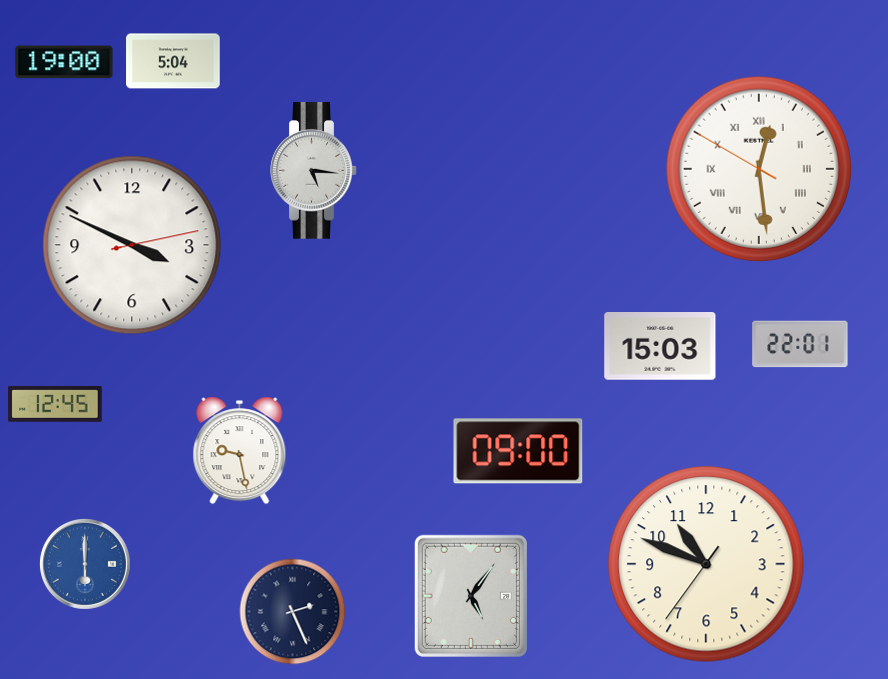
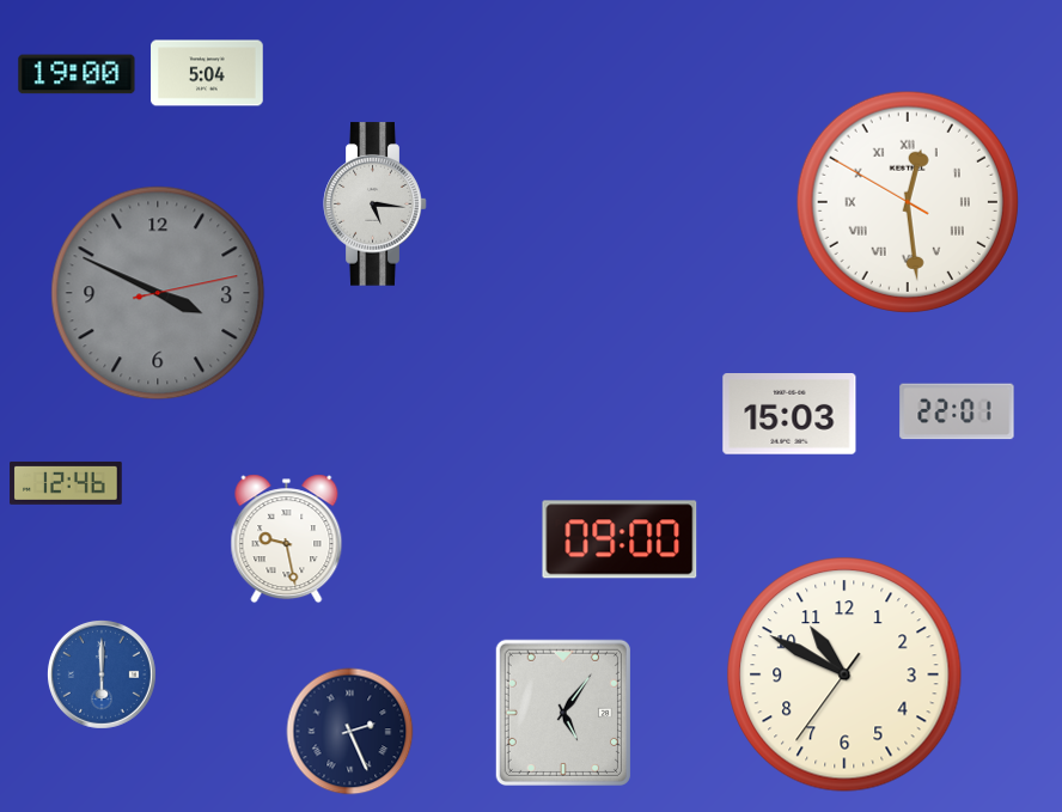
clock at (132, 245) dial: white -> grey
clock at (55, 404): 12:45 -> 12:46
clock at (706, 564): 10:48 -> 10:49
